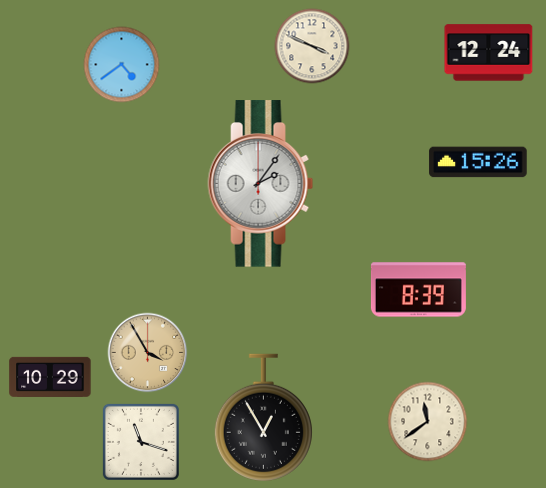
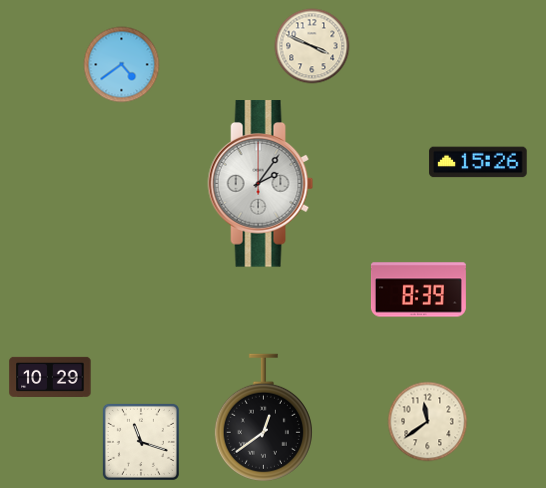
clock at (489, 53): 12:24 -> none
clock at (148, 353): 3:55 -> none
clock at (263, 418): 12:55 -> 12:39
